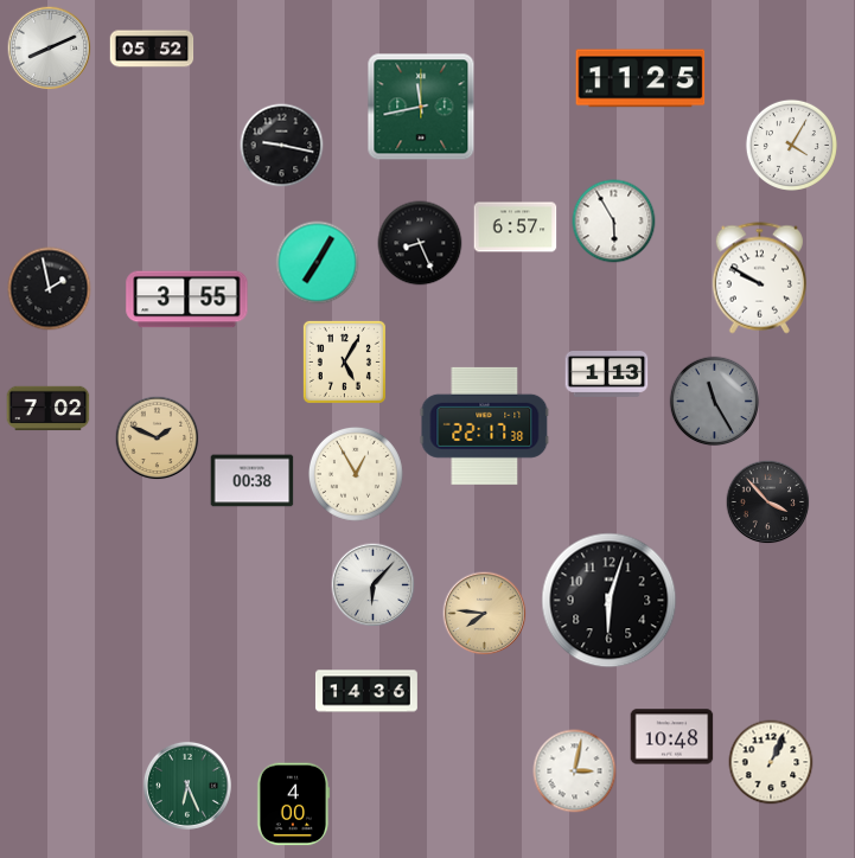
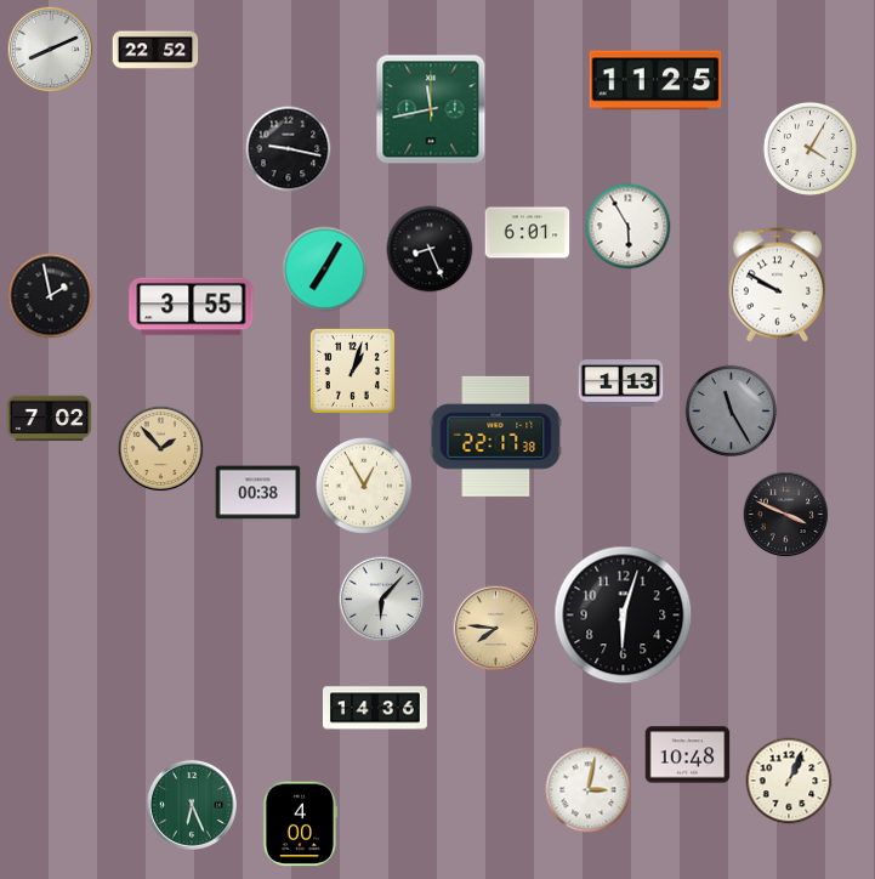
clock at (152, 49): 05:52 -> 22:52
clock at (516, 228): 6:57 -> 6:01
clock at (344, 361): 5:05 -> 1:03
clock at (158, 438): 1:49 -> 1:53
clock at (768, 502): 3:53 -> 3:49
